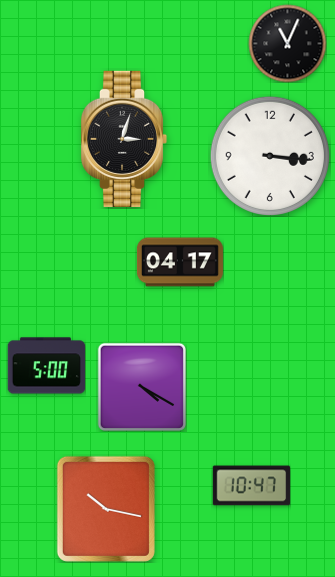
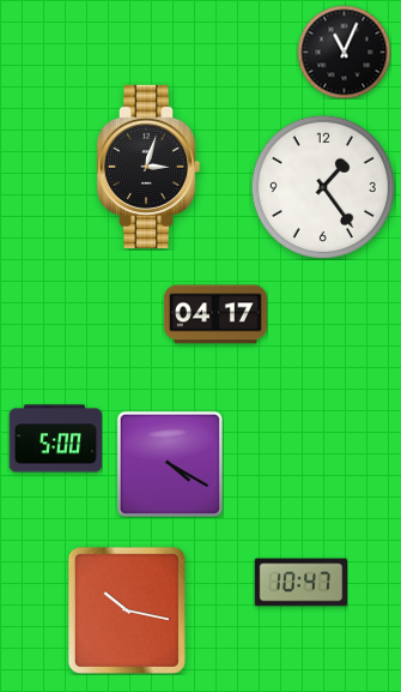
clock at (270, 156): 3:16 -> 1:24
